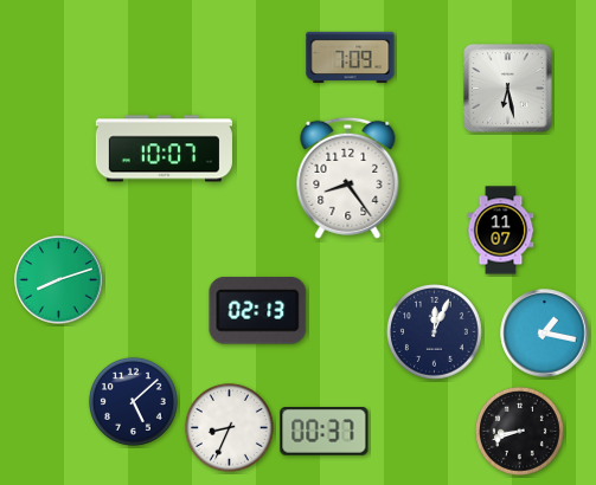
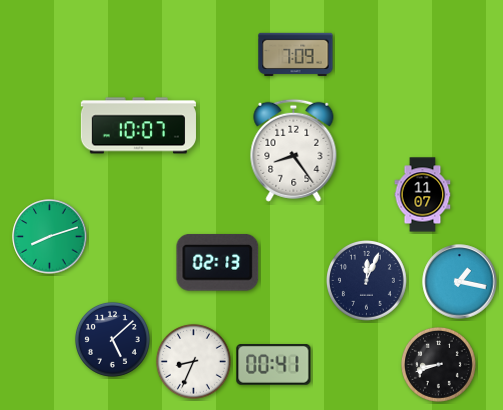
clock at (351, 57) position: (351, 57) -> (296, 54)
clock at (508, 89): 6:28 -> none
clock at (325, 432): 00:37 -> 00:41
